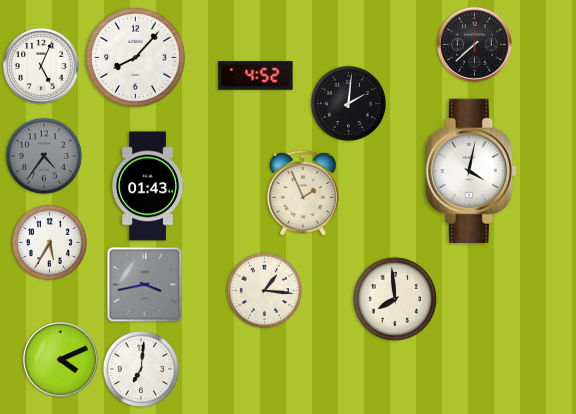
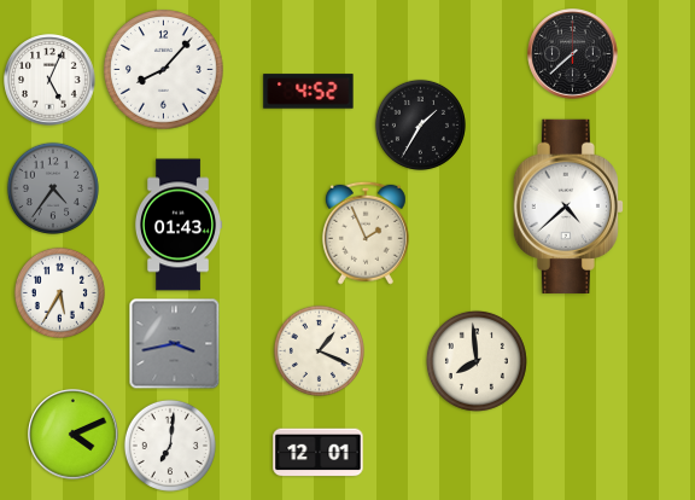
clock at (348, 103): 2:01 -> 1:35
clock at (471, 171): 4:02 -> 4:38
clock at (264, 290): 1:16 -> 1:19
clock at (319, 453): none -> 12:01
